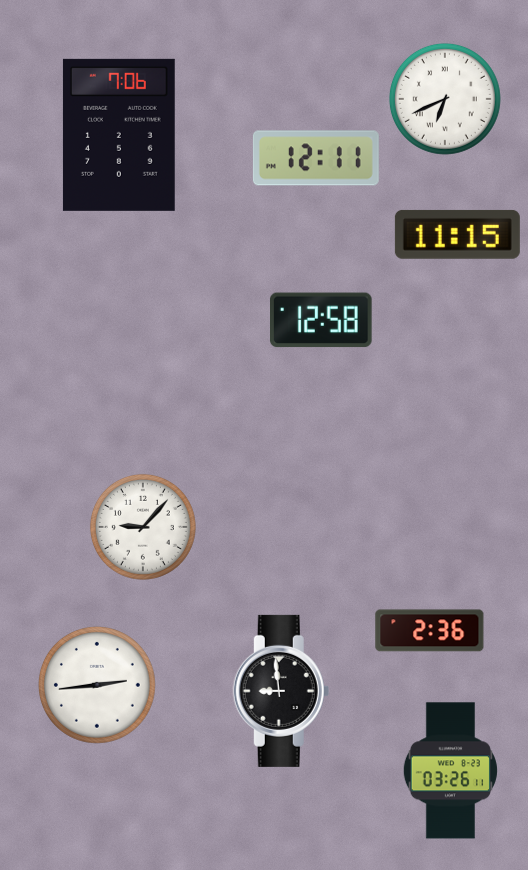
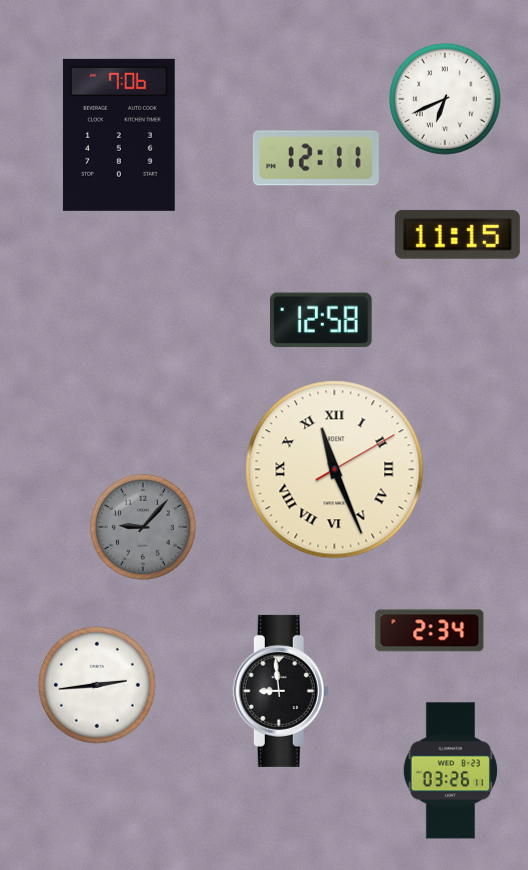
clock at (335, 470): none -> 11:26
clock at (143, 527) dial: white -> grey
clock at (430, 631): 2:36 -> 2:34
